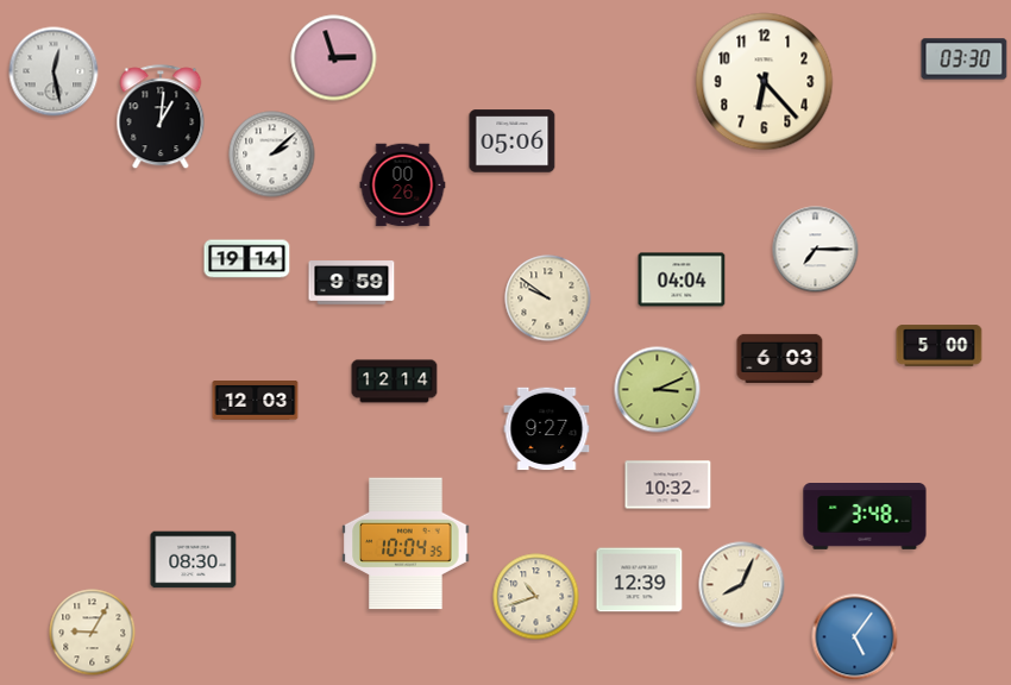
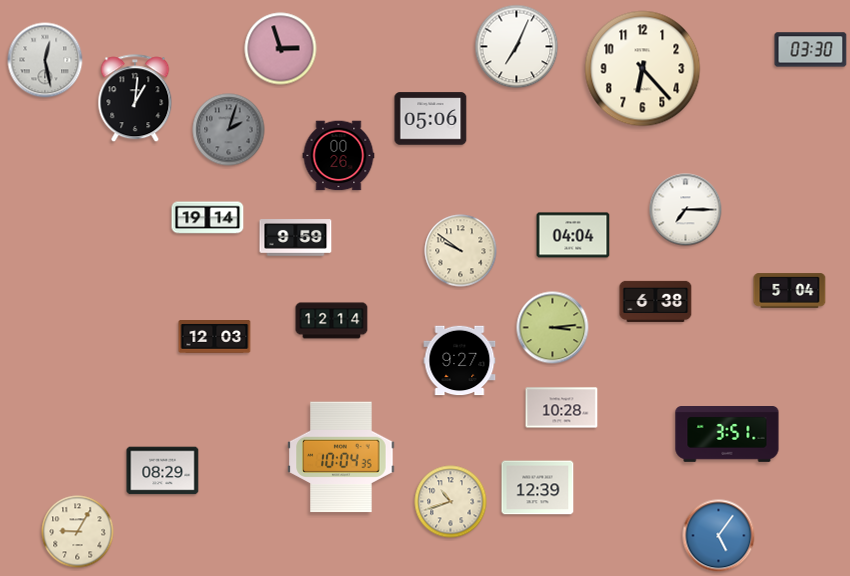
clock at (517, 47): none -> 7:04
clock at (272, 155): 2:08 -> 2:03
clock at (272, 155) dial: white -> grey
clock at (940, 346): 5:00 -> 5:04
clock at (780, 358): 6:03 -> 6:38
clock at (658, 390): 3:11 -> 3:14
clock at (668, 485): 10:32 -> 10:28
clock at (865, 517): 3:48 -> 3:51
clock at (194, 560): 08:30 -> 08:29
clock at (742, 585): 8:04 -> none
